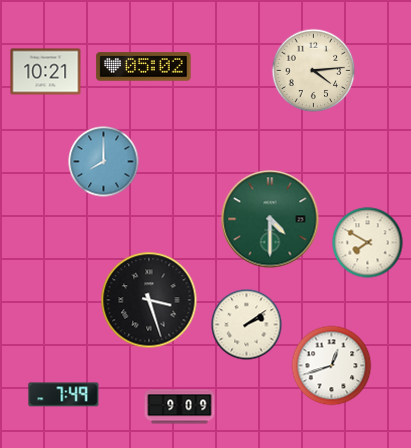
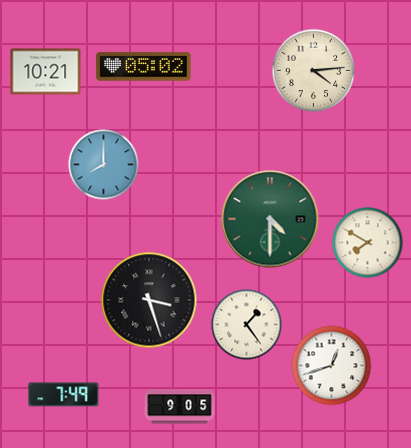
clock at (104, 162) position: (104, 162) -> (104, 165)
clock at (247, 325): 2:09 -> 1:24
clock at (180, 407): 9:09 -> 9:05
